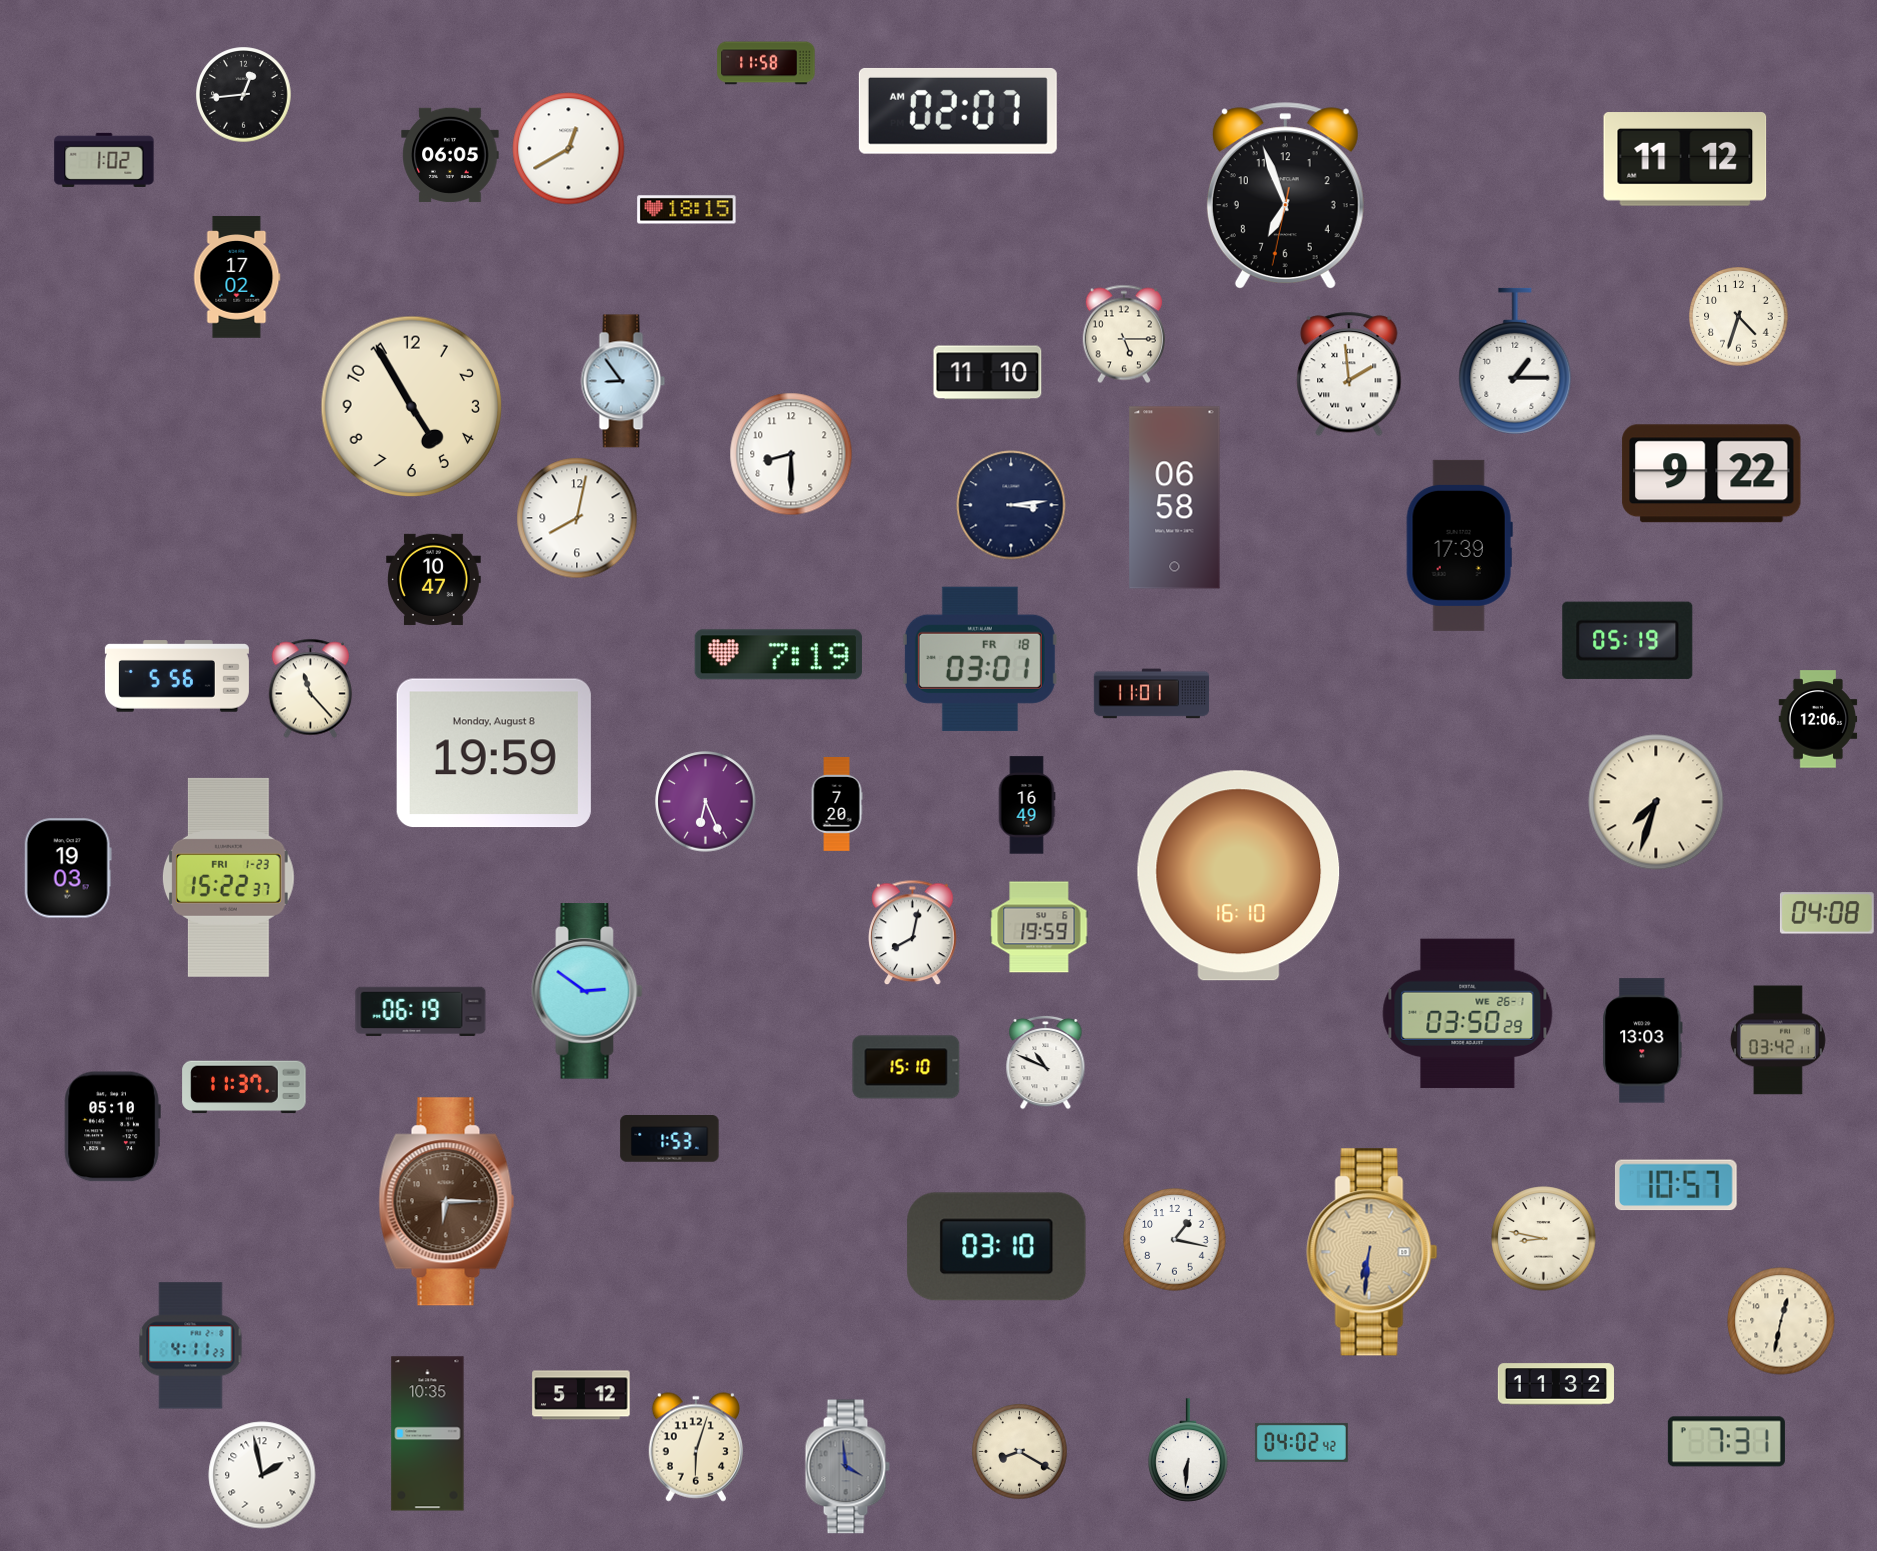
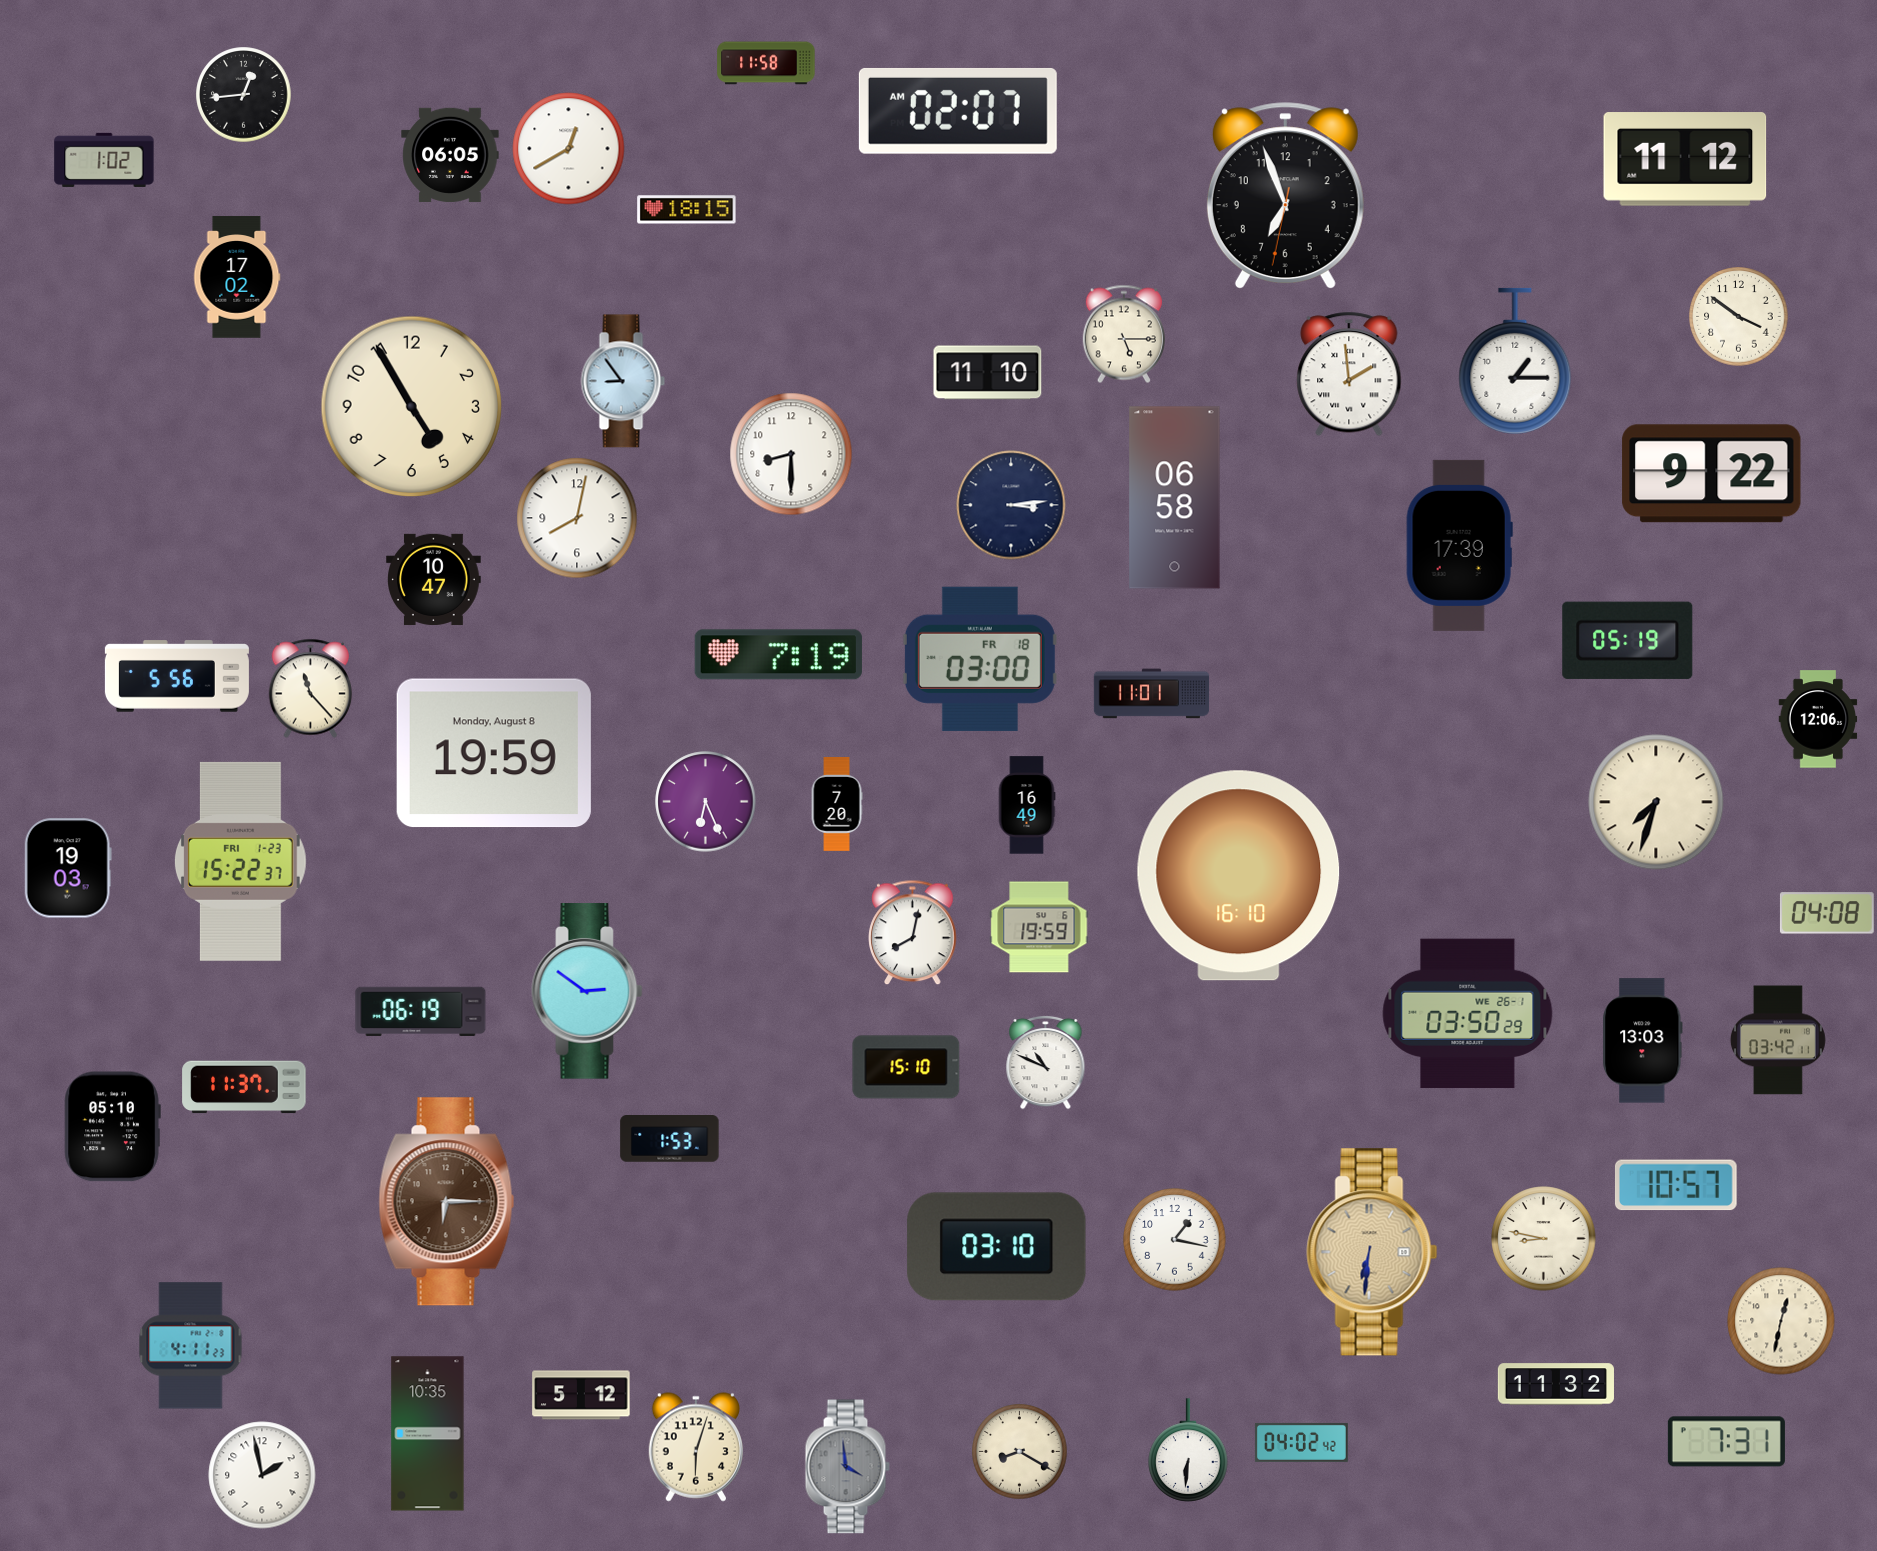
clock at (1739, 317): 4:33 -> 3:51
clock at (980, 659): 03:01 -> 03:00
clock at (228, 877) position: (228, 877) -> (240, 861)
